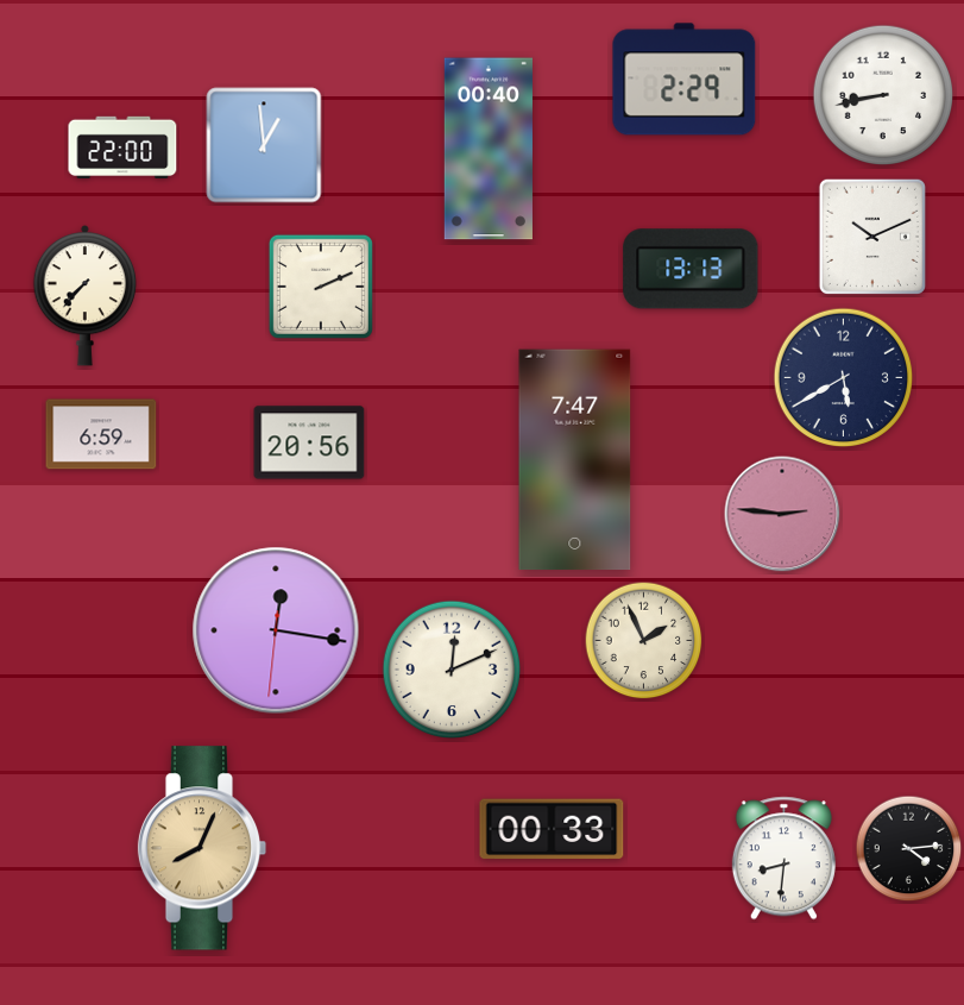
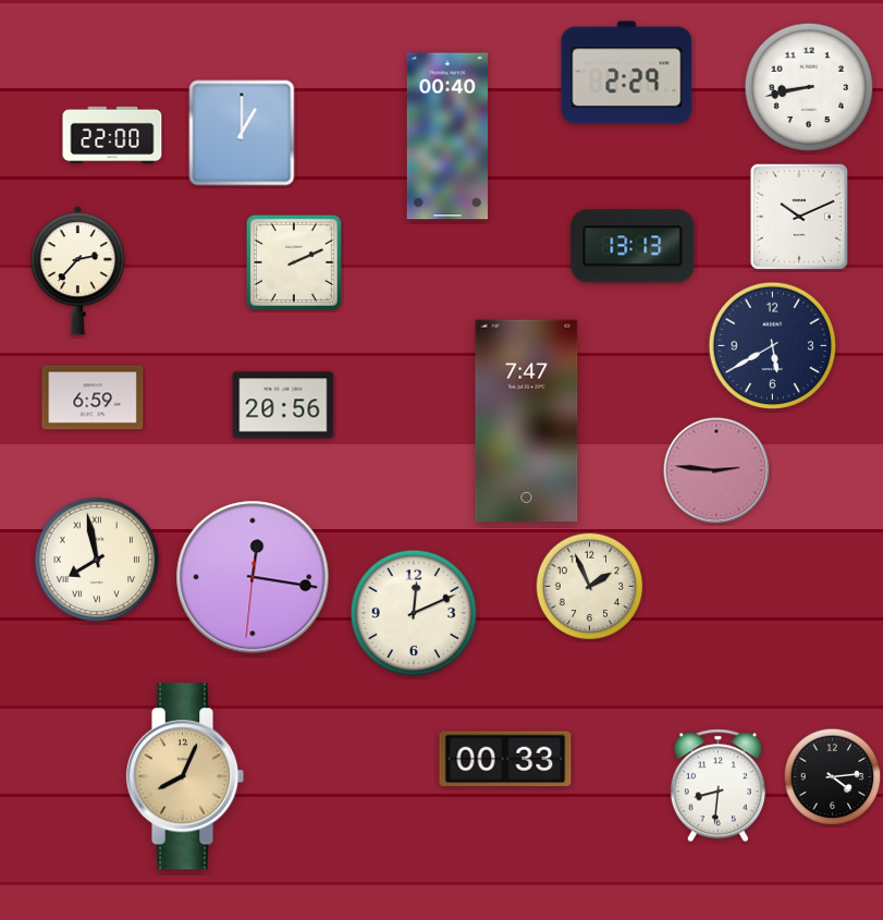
clock at (264, 145): 12:59 -> 1:00
clock at (86, 296): 7:37 -> 2:37
clock at (97, 560): none -> 7:58
